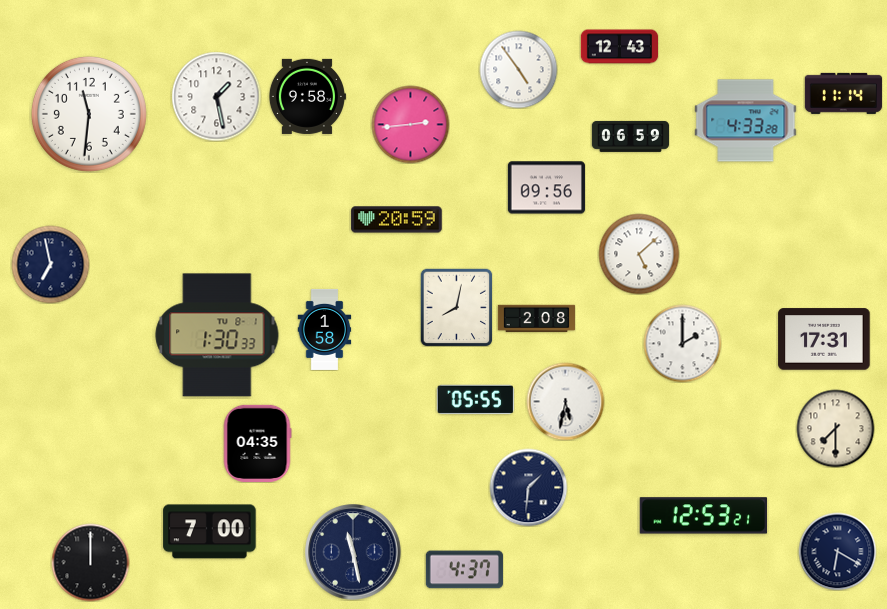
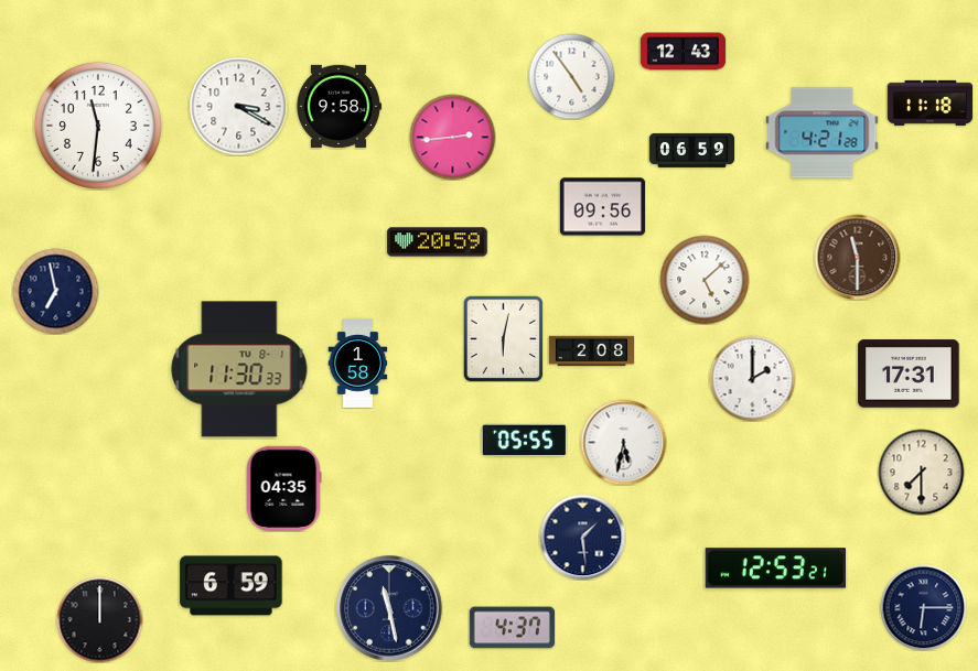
clock at (843, 93): 11:14 -> 11:18
clock at (216, 96): 1:28 -> 3:20
clock at (746, 121): 4:33 -> 4:21
clock at (630, 136) position: (630, 136) -> (691, 150)
clock at (857, 257): none -> 11:30
clock at (457, 307): 8:02 -> 6:02
clock at (217, 335): 1:30 -> 11:30
clock at (528, 487): 1:31 -> 1:29
clock at (210, 532): 7:00 -> 6:59
clock at (837, 551): 6:20 -> 6:15
